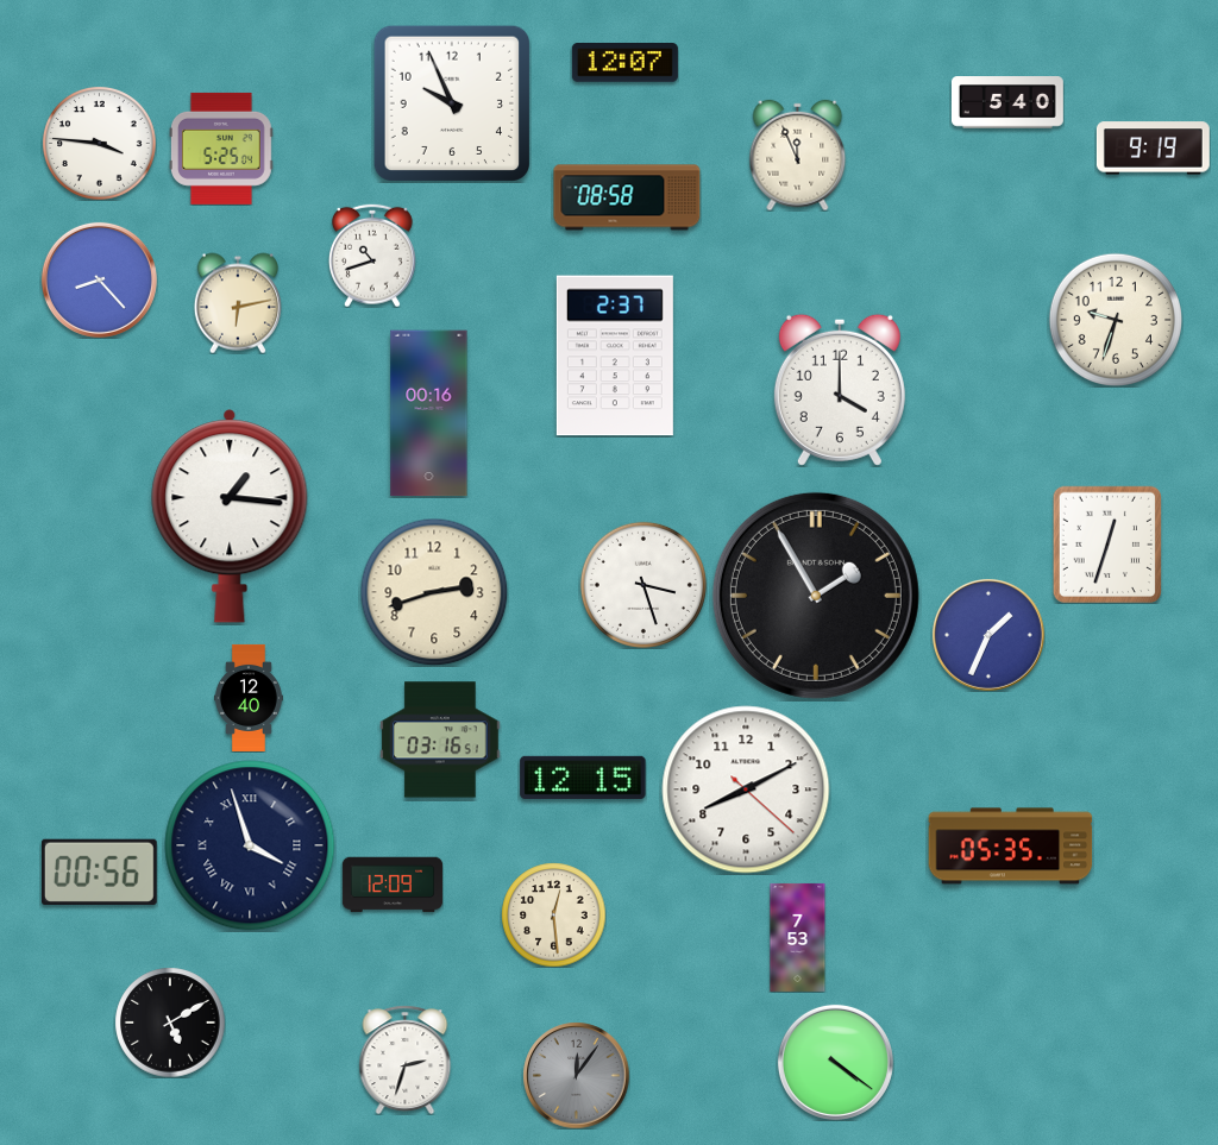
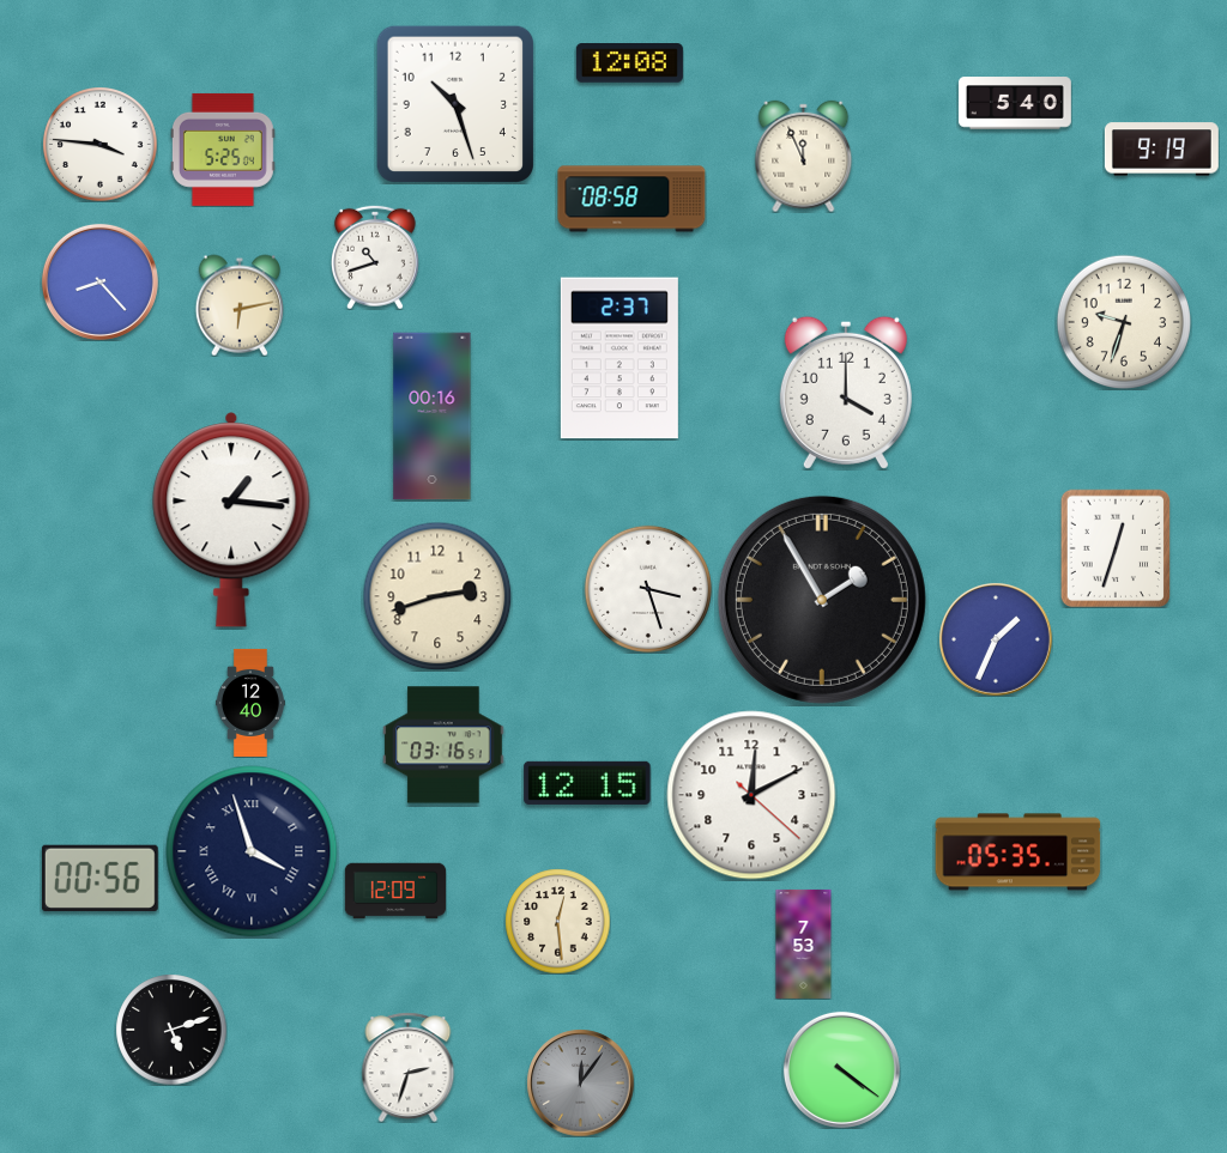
clock at (624, 63): 12:07 -> 12:08
clock at (451, 102): 9:56 -> 10:27
clock at (746, 789): 8:10 -> 12:10
clock at (170, 1023): 5:10 -> 5:12
